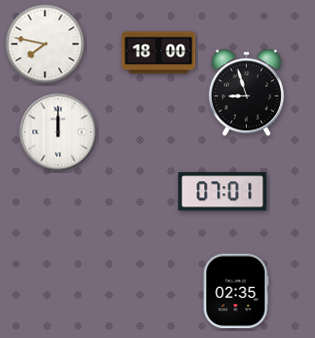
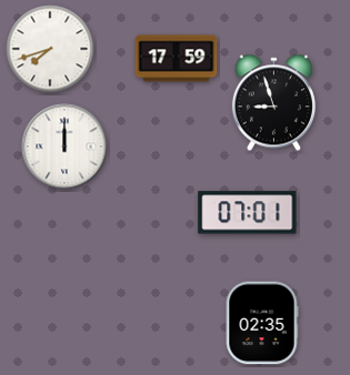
clock at (45, 44): 7:47 -> 7:42
clock at (159, 53): 18:00 -> 17:59
